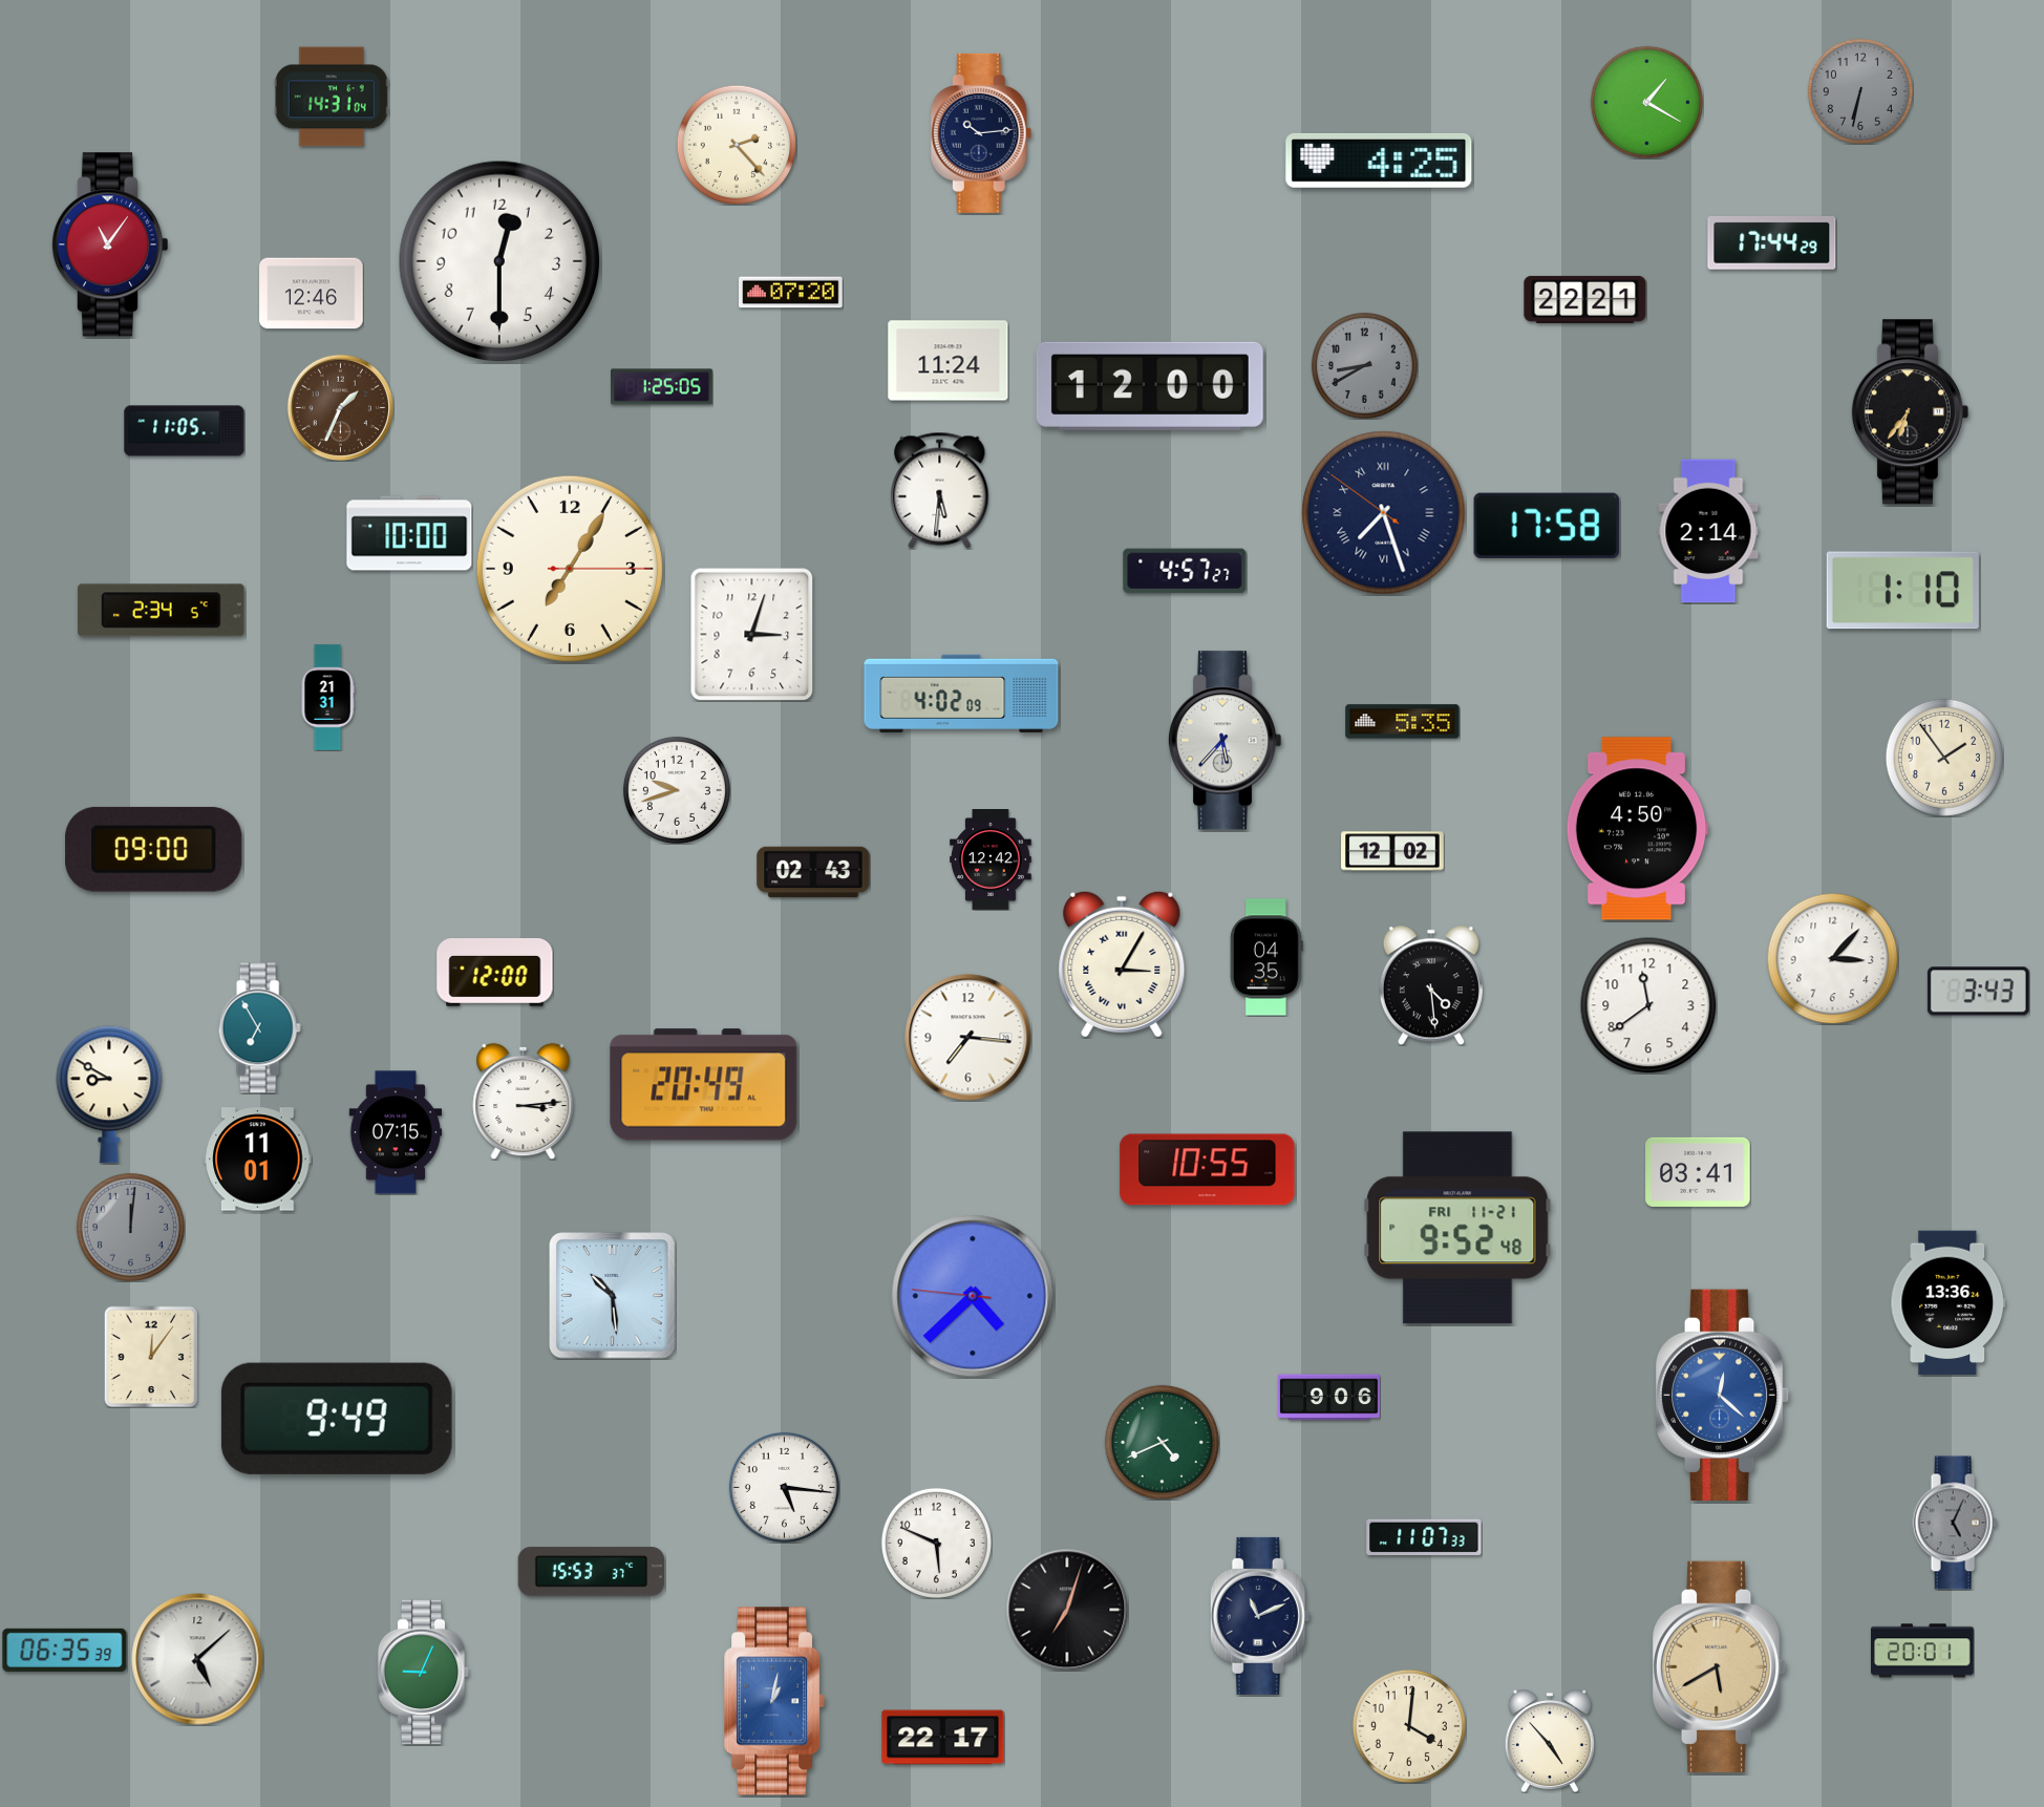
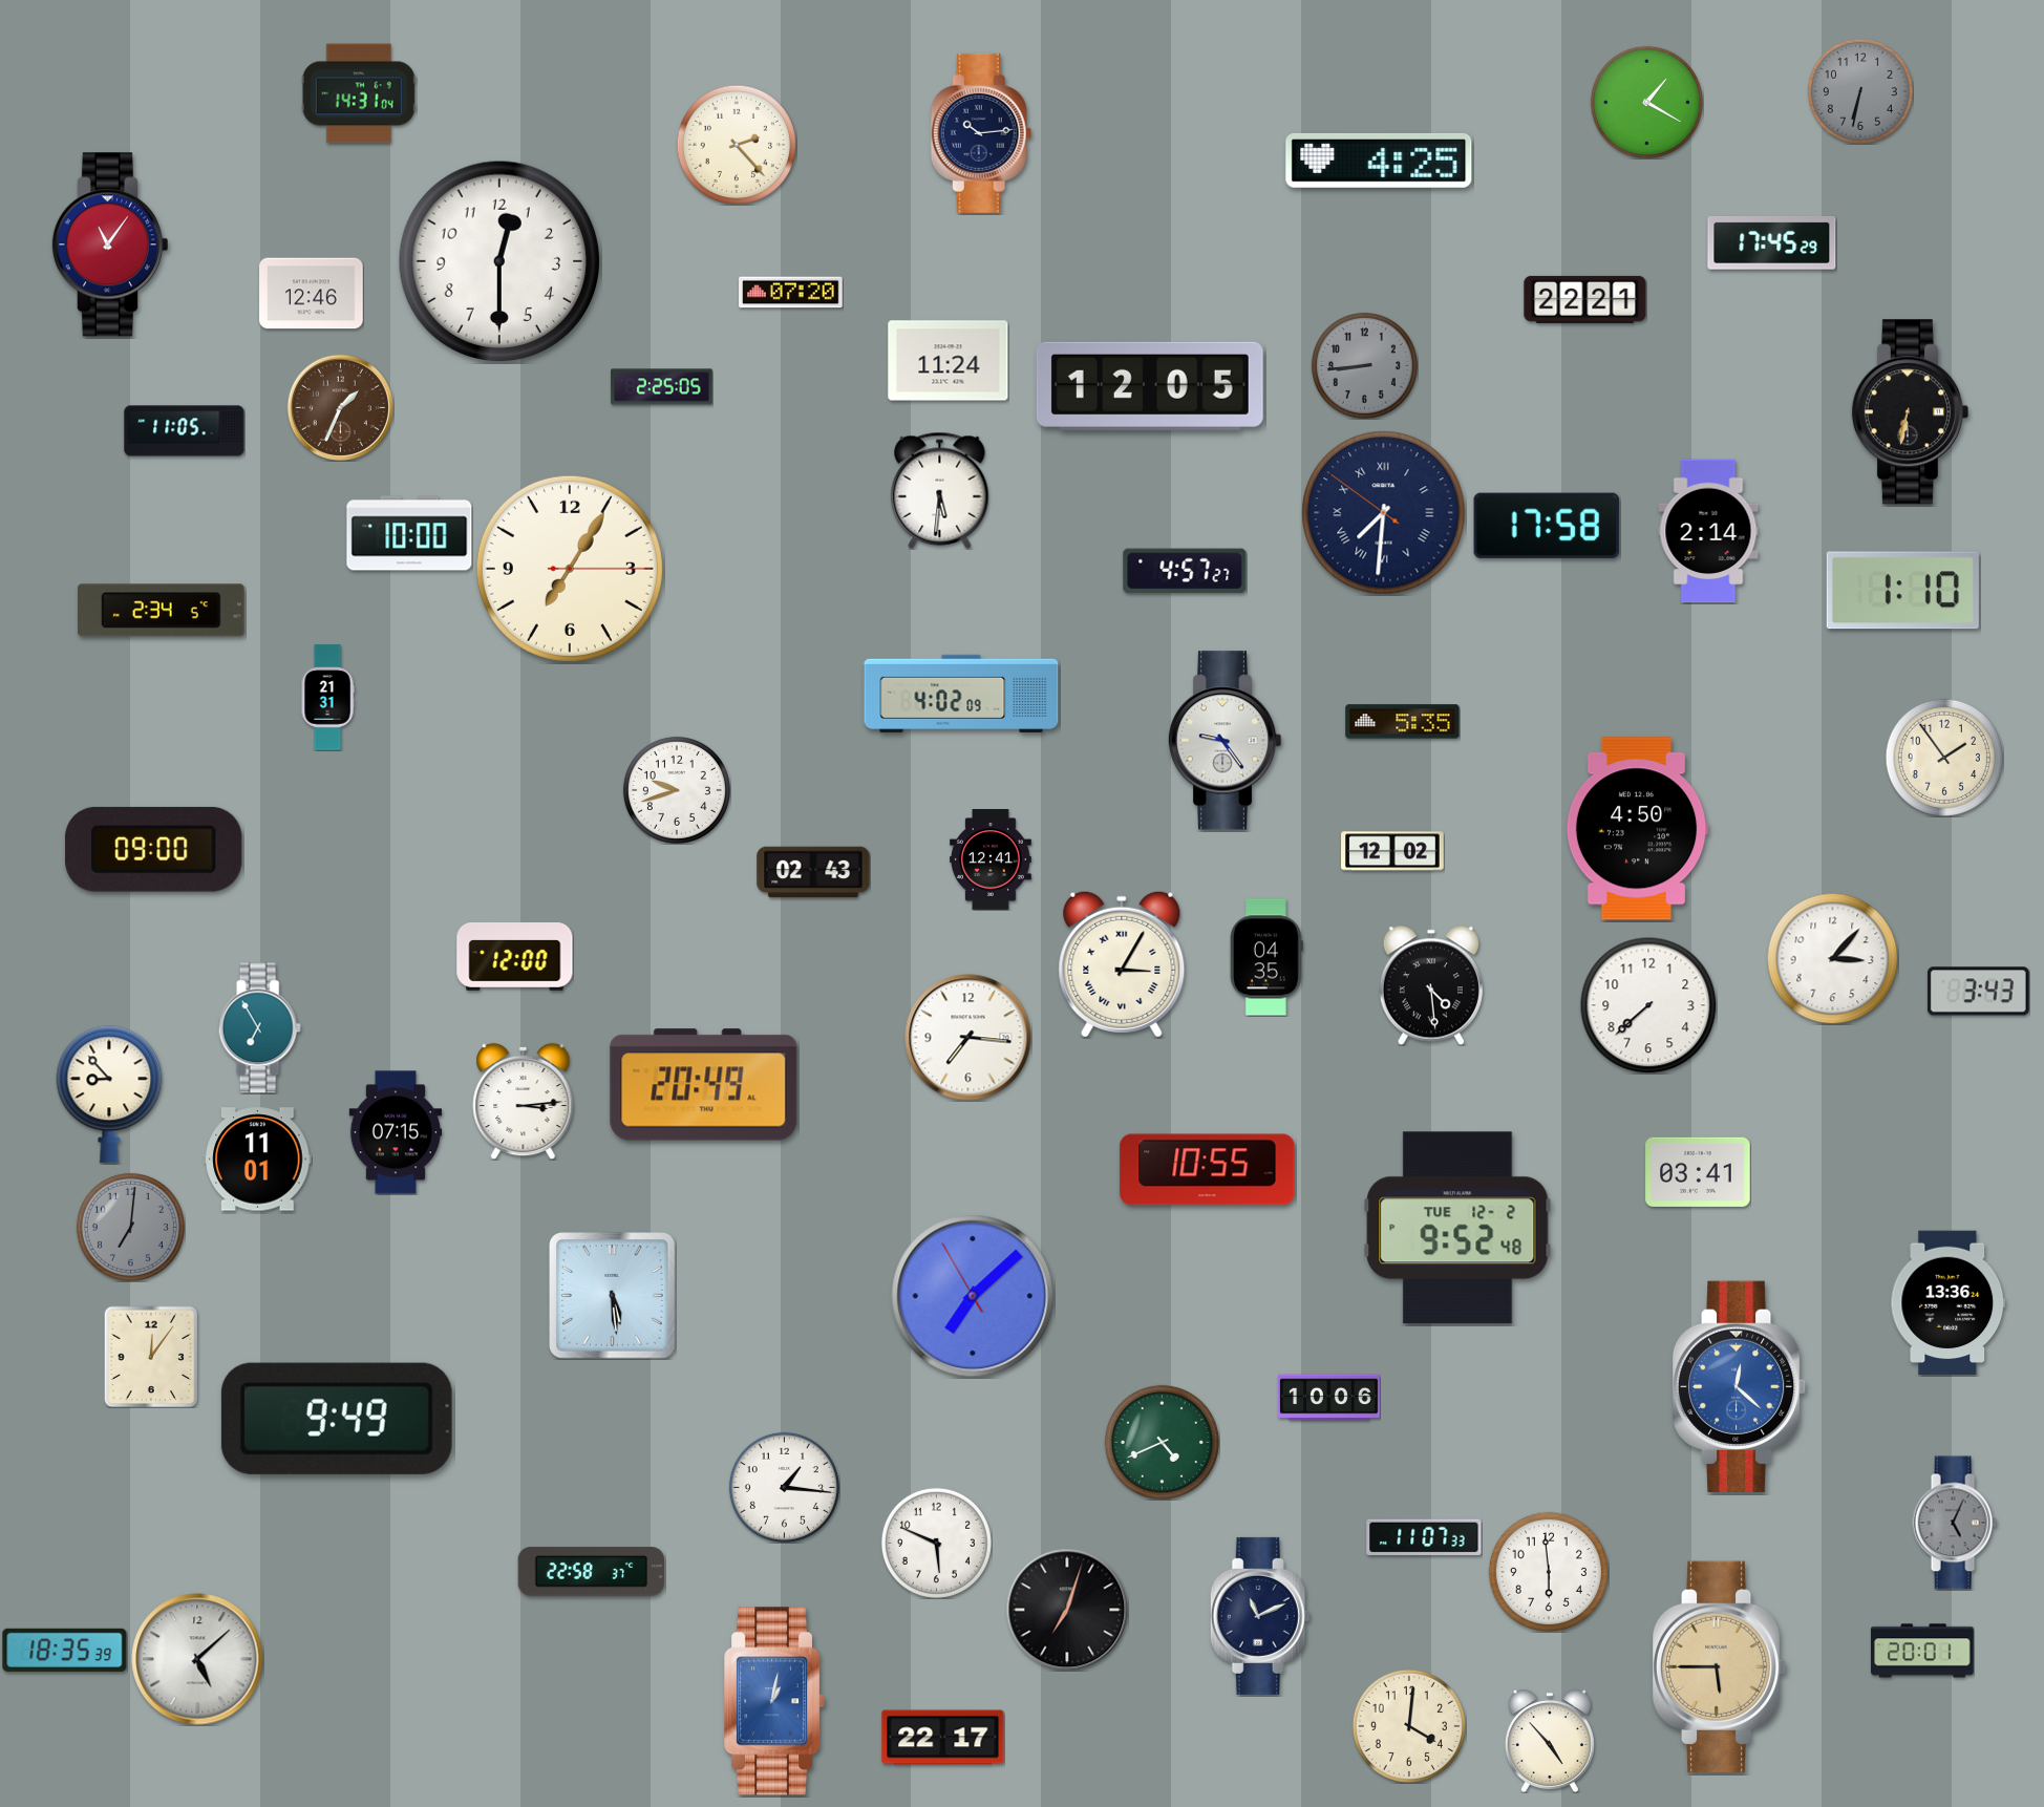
clock at (332, 97) position: (332, 97) -> (359, 93)
clock at (1772, 243): 17:44 -> 17:45
clock at (1364, 365): 8:40 -> 8:44
clock at (1150, 386): 12:00 -> 12:05
clock at (662, 387): 1:25 -> 2:25
clock at (1910, 412): 6:36 -> 6:32
clock at (1384, 513): 7:26 -> 7:30
clock at (752, 634): 3:03 -> none
clock at (1225, 741): 5:37 -> 9:24
clock at (992, 860): 12:42 -> 12:41
clock at (495, 973) position: (495, 973) -> (515, 957)
clock at (1648, 1005): 11:39 -> 7:38
clock at (109, 1094): 8:50 -> 8:53
clock at (130, 1227): 12:01 -> 7:01
clock at (1457, 1228) date: FRI 11-21 -> TUE 12-2
clock at (613, 1296): 10:29 -> 5:29
clock at (973, 1296): 4:37 -> 7:07
clock at (1723, 1395) position: (1723, 1395) -> (1740, 1386)
clock at (1329, 1398): 9:06 -> 10:06
clock at (784, 1487): 5:16 -> 1:16
clock at (1548, 1571): none -> 5:59
clock at (592, 1572): 15:53 -> 22:58
clock at (65, 1650): 06:35 -> 18:35
clock at (1720, 1666): 5:40 -> 5:45
clock at (424, 1673): 9:04 -> none
